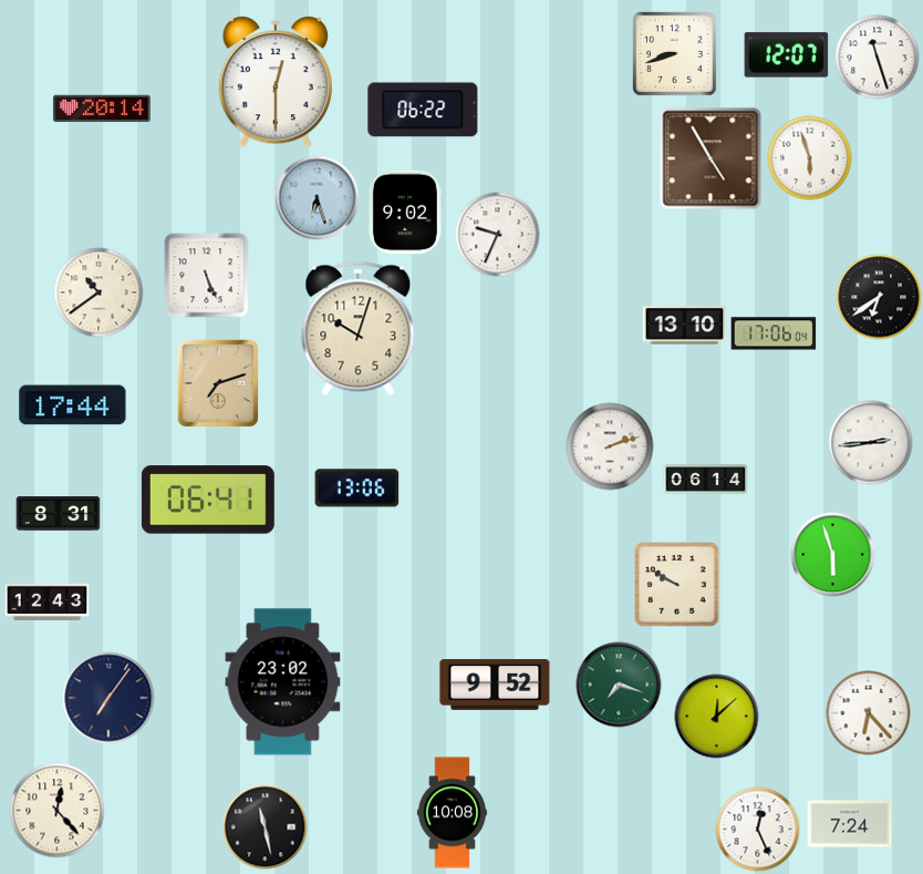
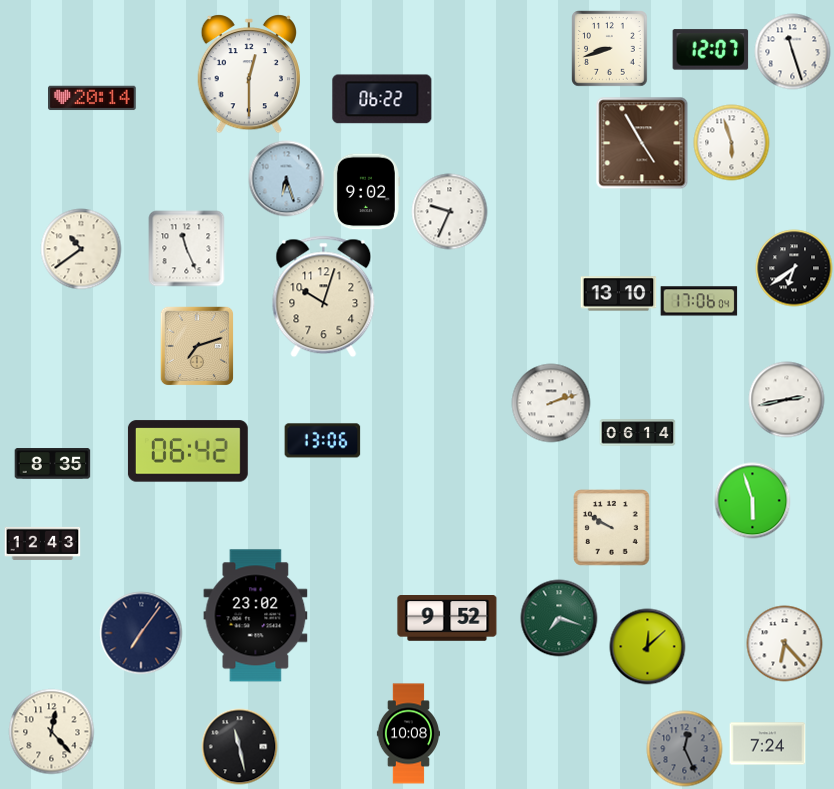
clock at (207, 276): 5:26 -> 11:26
clock at (98, 292) position: (98, 292) -> (81, 249)
clock at (73, 405): 17:44 -> none
clock at (871, 443): 2:44 -> 2:43
clock at (208, 500): 06:41 -> 06:42
clock at (59, 514): 8:31 -> 8:35
clock at (108, 698) position: (108, 698) -> (141, 633)
clock at (758, 830) dial: white -> grey
